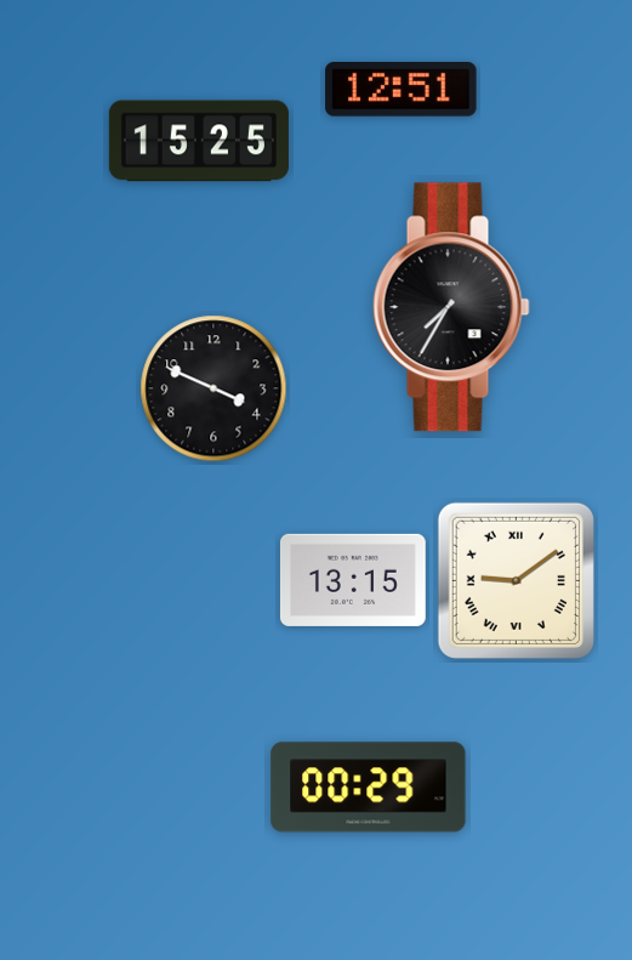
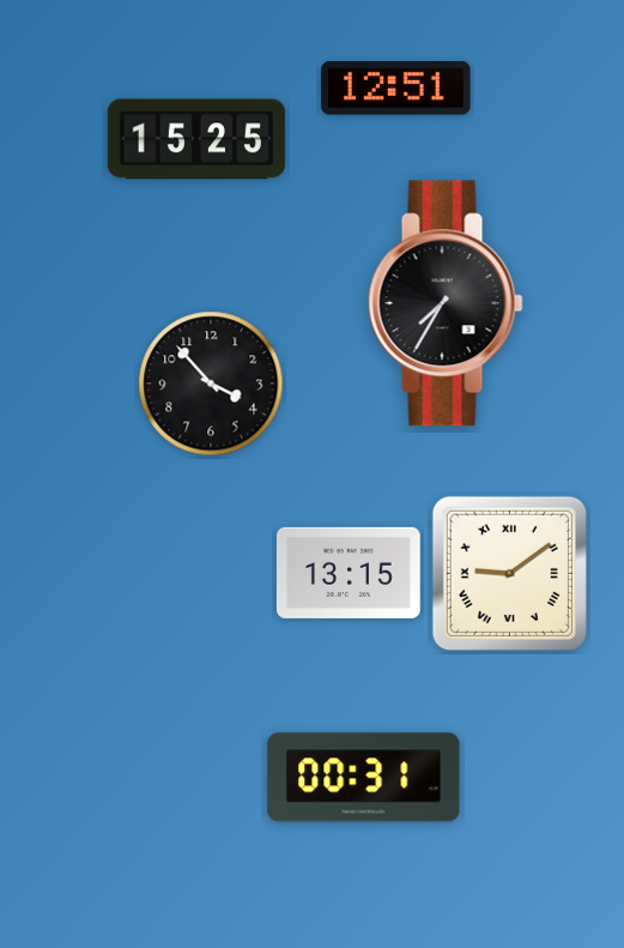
clock at (213, 388): 3:49 -> 3:53
clock at (369, 788): 00:29 -> 00:31
